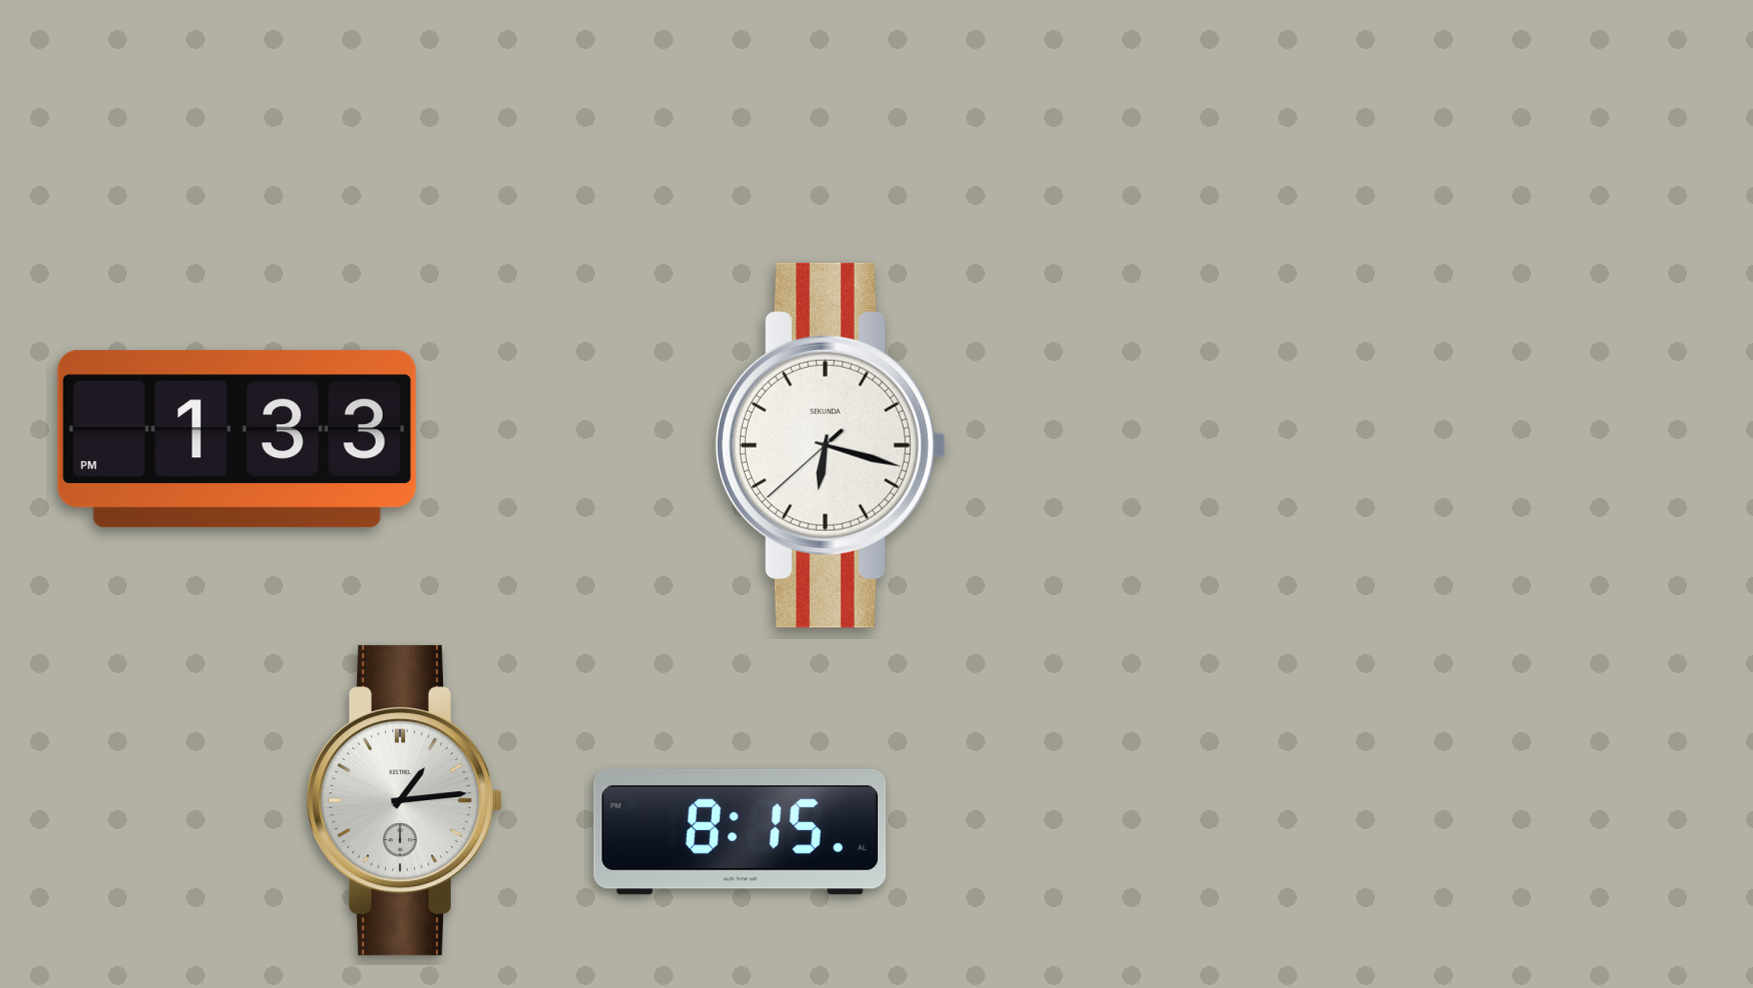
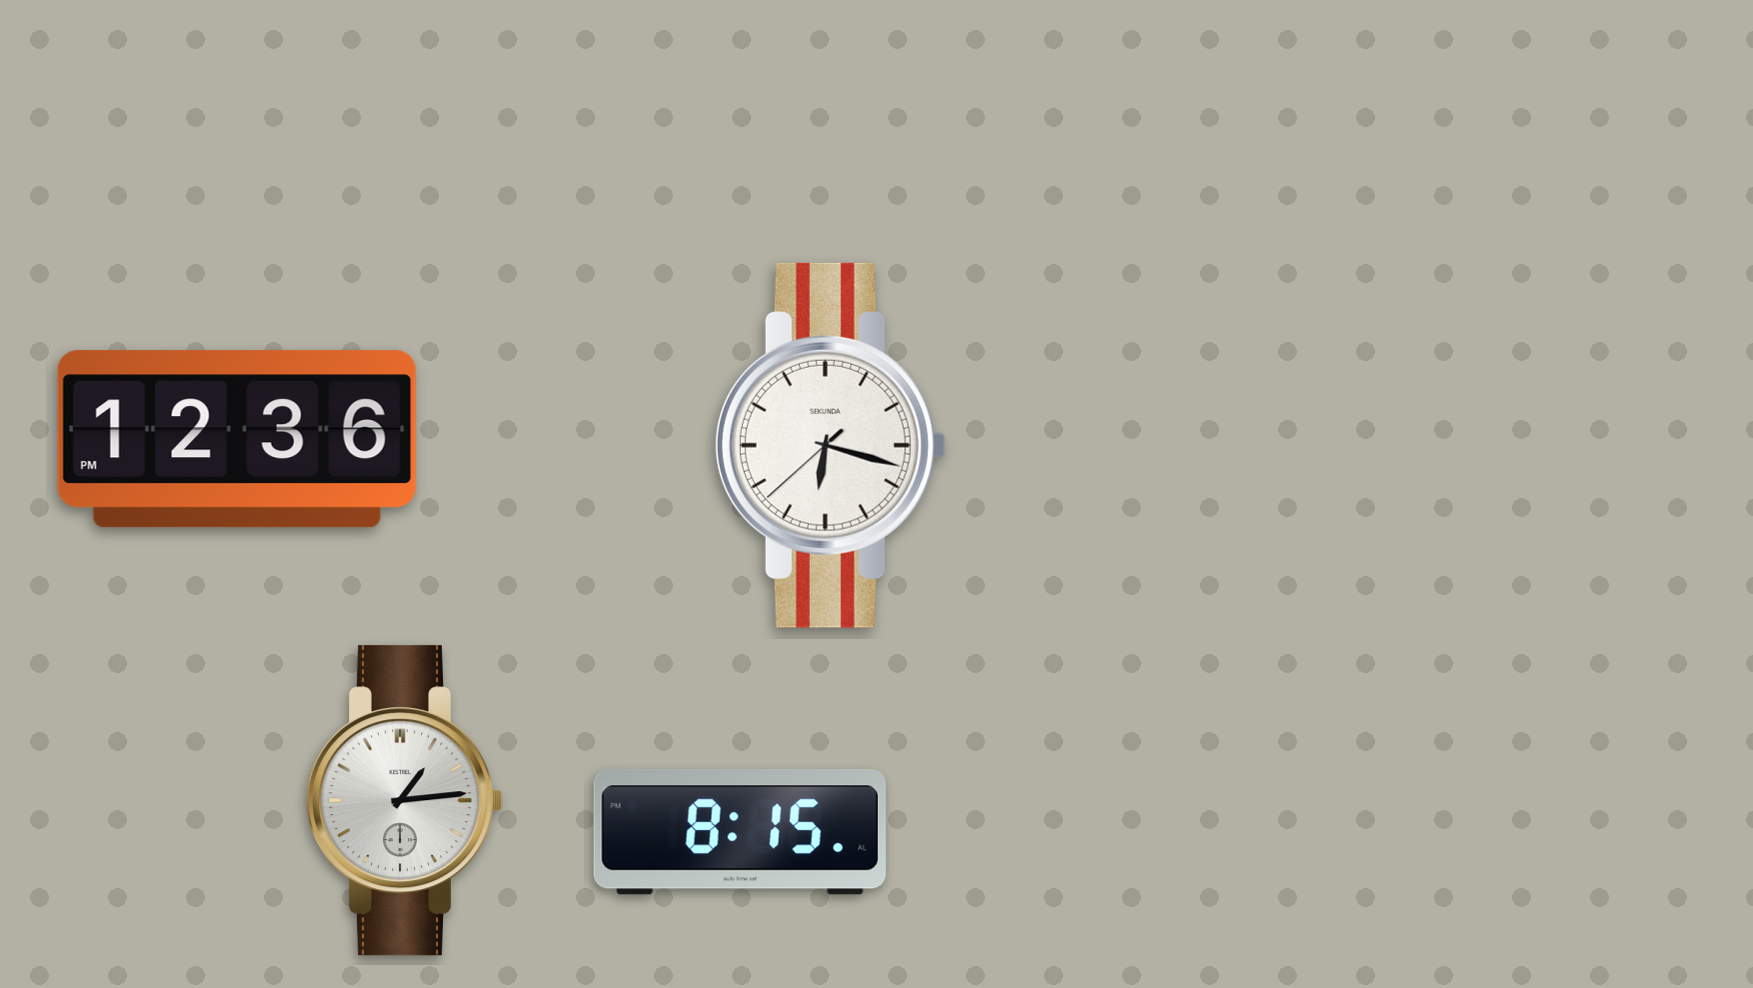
clock at (237, 439): 1:33 -> 12:36
